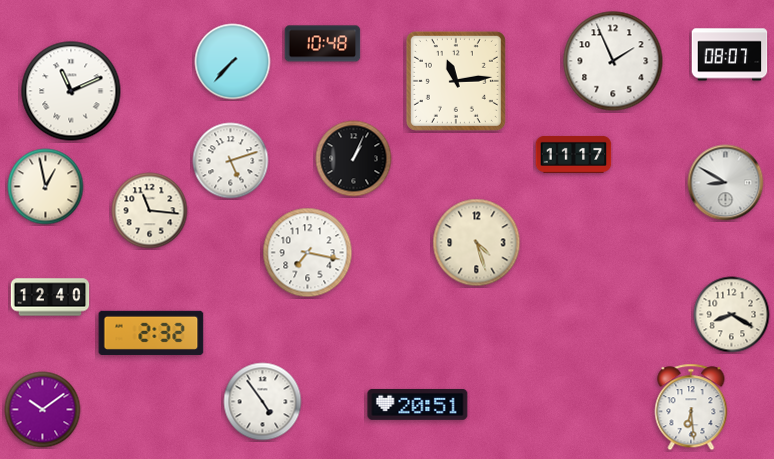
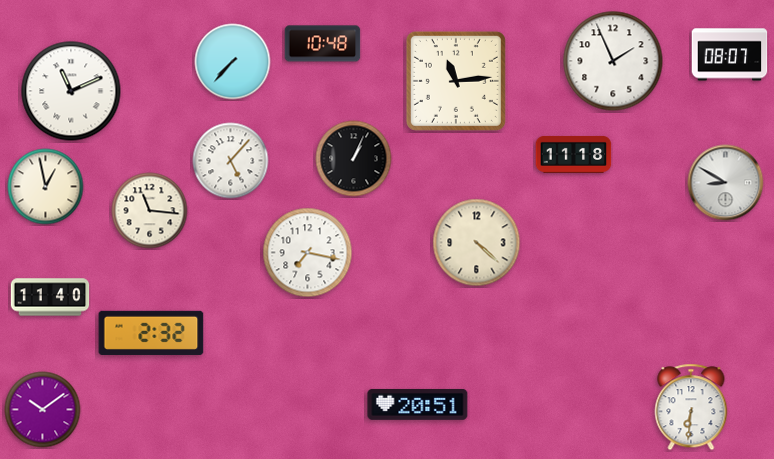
clock at (574, 154): 11:17 -> 11:18
clock at (231, 161): 5:12 -> 5:07
clock at (477, 243): 4:27 -> 4:22
clock at (50, 297): 12:40 -> 11:40
clock at (732, 315): 8:20 -> none
clock at (263, 402): 4:54 -> none
clock at (691, 407): 6:29 -> 6:31
